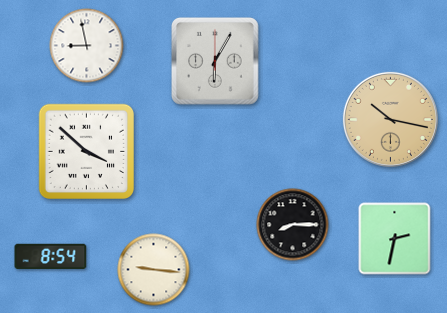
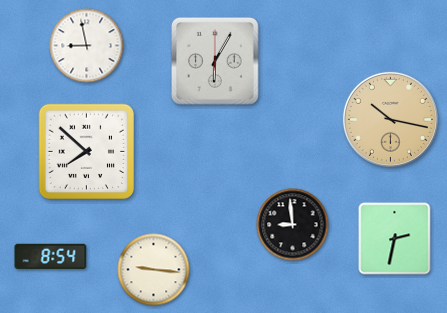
clock at (86, 151): 3:52 -> 7:52
clock at (293, 225): 8:15 -> 8:59
